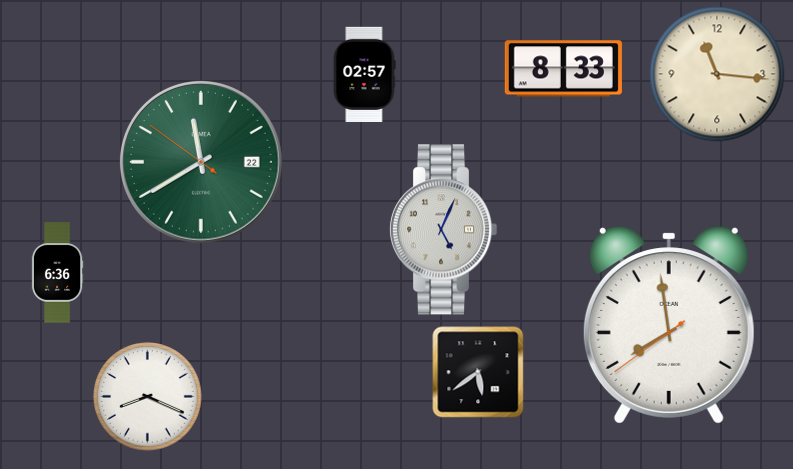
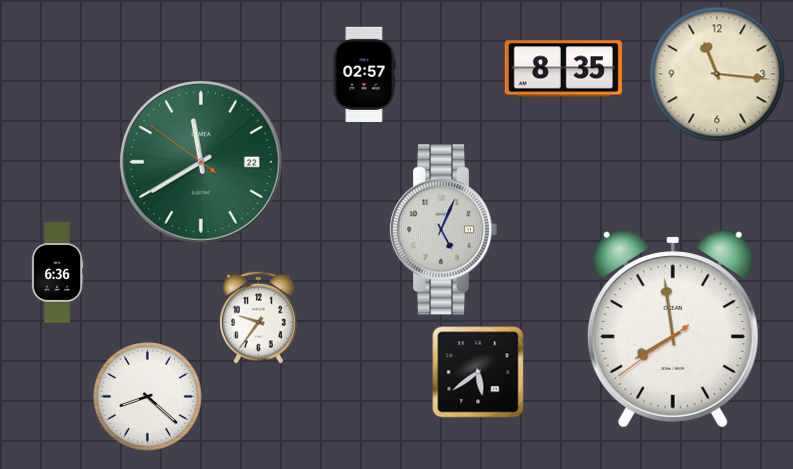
clock at (563, 69): 8:33 -> 8:35
clock at (259, 317): none -> 9:36
clock at (669, 325) position: (669, 325) -> (673, 329)
clock at (148, 397): 8:19 -> 8:22
